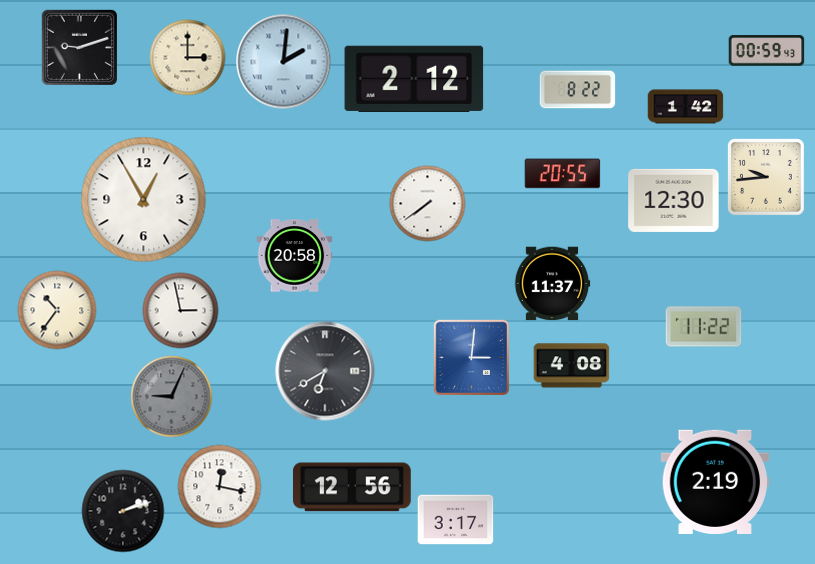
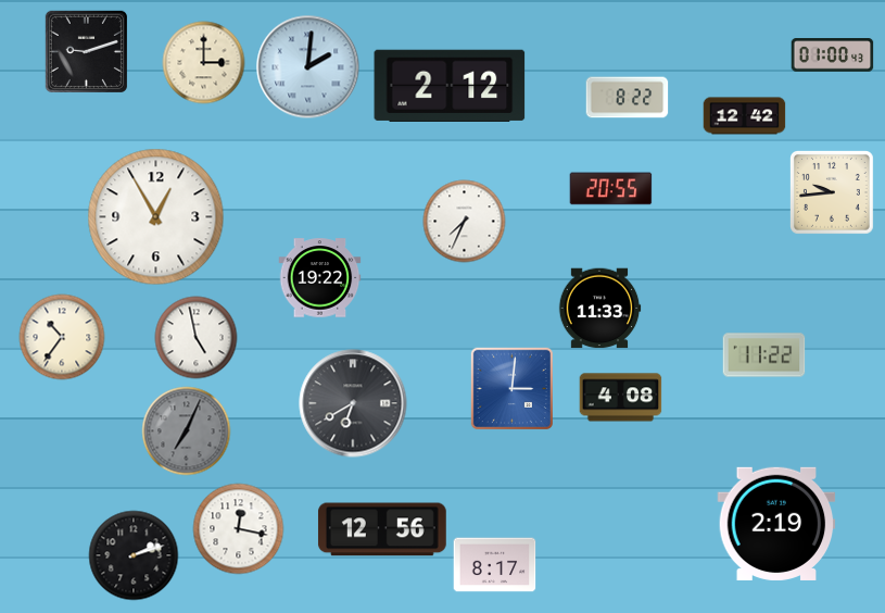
clock at (767, 51): 00:59 -> 01:00
clock at (686, 107): 1:42 -> 12:42
clock at (674, 200): 12:30 -> none
clock at (428, 204): 7:39 -> 7:34
clock at (295, 256): 20:58 -> 19:22
clock at (552, 284): 11:37 -> 11:33
clock at (181, 311): 2:58 -> 4:58
clock at (172, 397): 9:04 -> 7:04
clock at (456, 520): 3:17 -> 8:17
